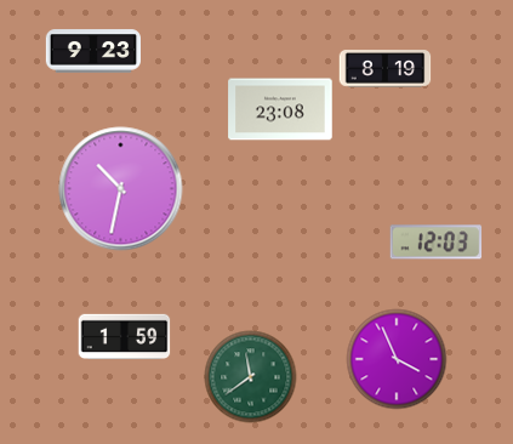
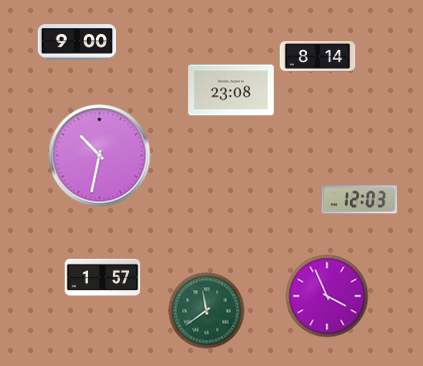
clock at (92, 51): 9:23 -> 9:00
clock at (386, 69): 8:19 -> 8:14
clock at (125, 336): 1:59 -> 1:57
